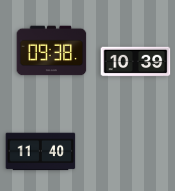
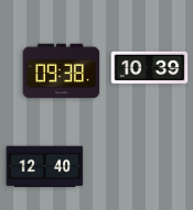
clock at (52, 51) position: (52, 51) -> (62, 71)
clock at (41, 152): 11:40 -> 12:40
